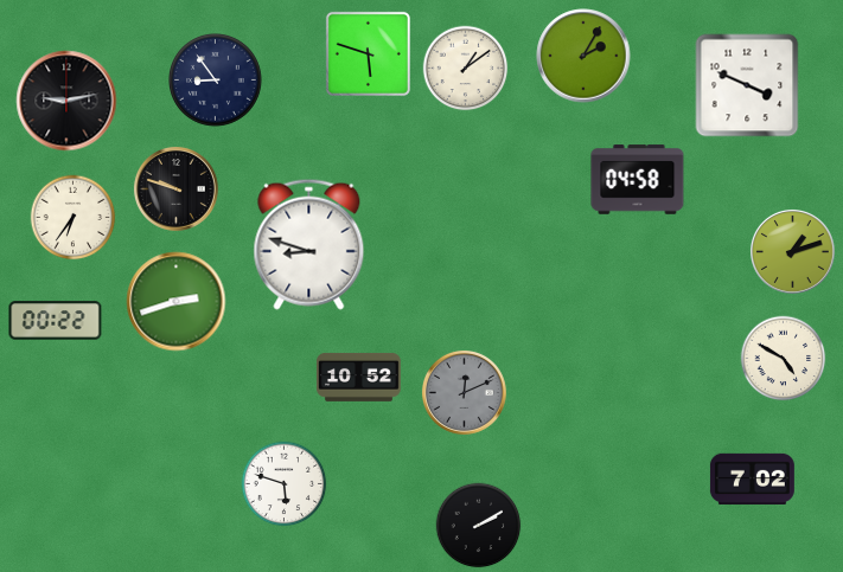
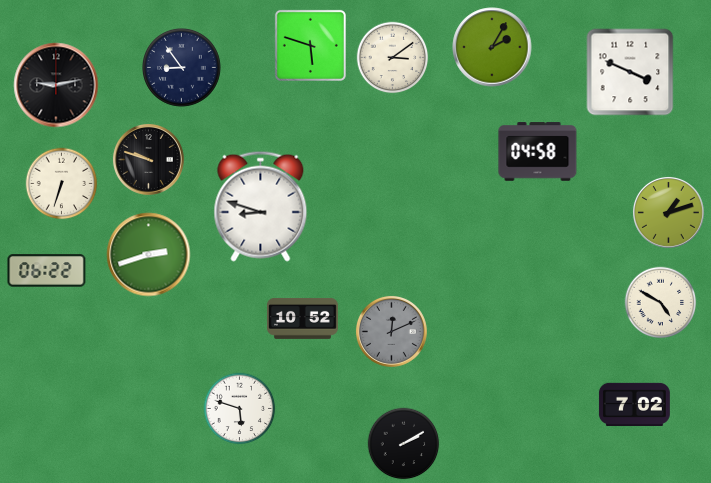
clock at (466, 69): 1:09 -> 3:09
clock at (74, 218): 6:36 -> 6:33
clock at (56, 321): 00:22 -> 06:22
